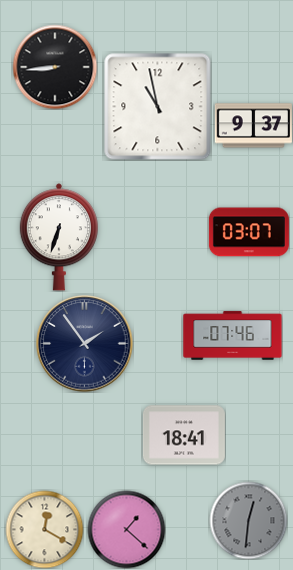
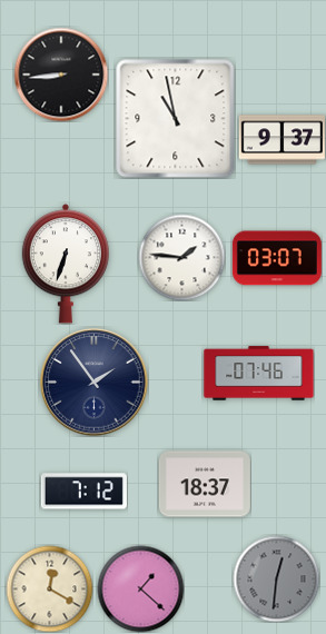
clock at (181, 257): none -> 1:46
clock at (184, 435): 18:41 -> 18:37
clock at (83, 492): none -> 7:12
